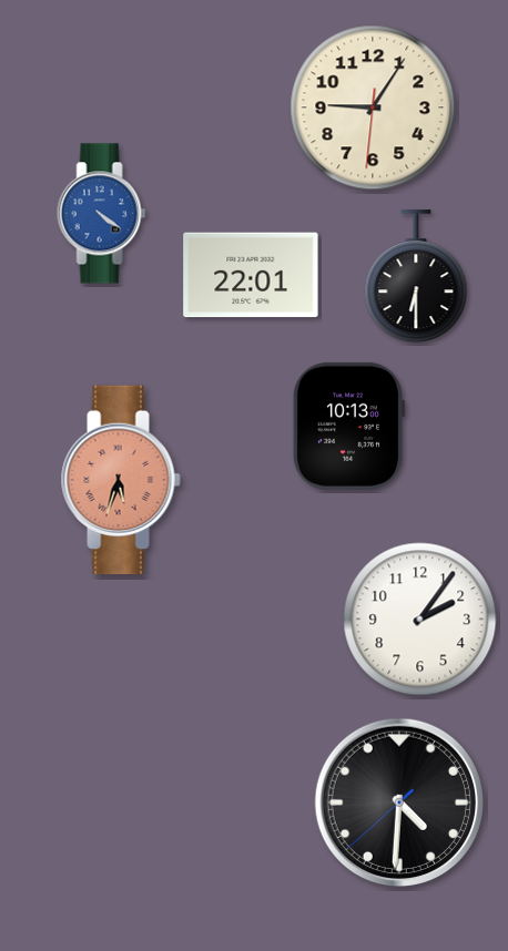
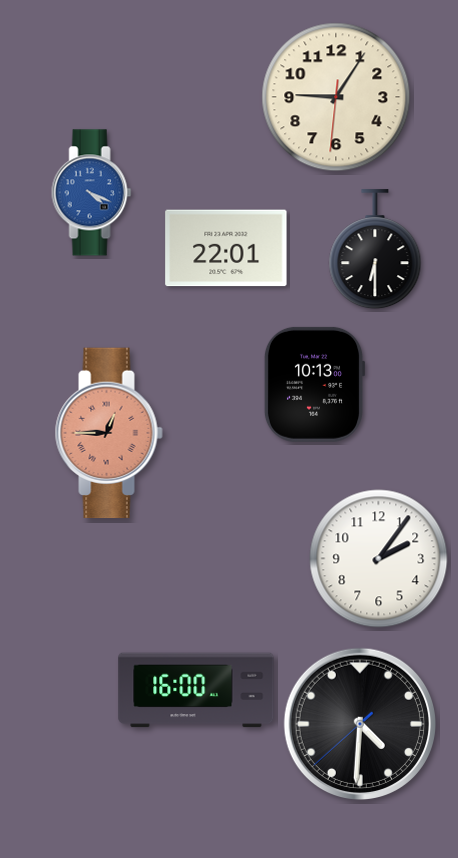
clock at (102, 214): 4:21 -> 4:19
clock at (121, 480): 5:33 -> 12:45
clock at (196, 690): none -> 16:00
